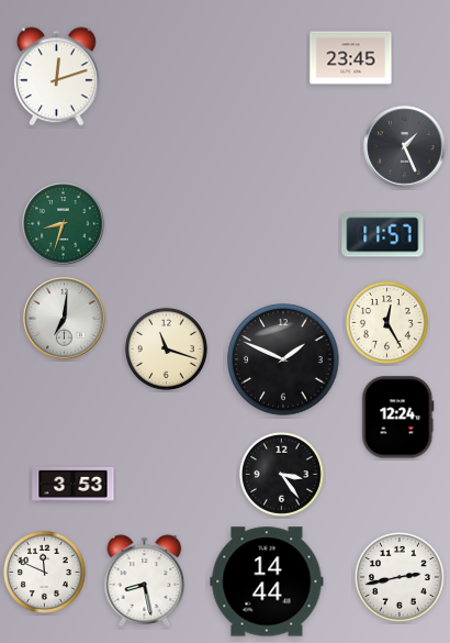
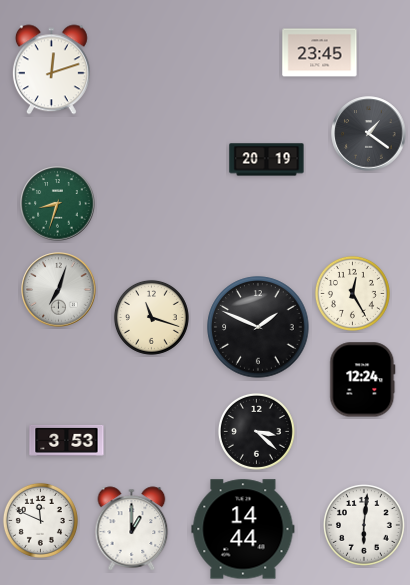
clock at (405, 147): 1:26 -> 1:21
clock at (267, 160): none -> 20:19
clock at (383, 235): 11:57 -> none
clock at (65, 319): 7:01 -> 7:03
clock at (281, 474): 3:24 -> 3:22
clock at (400, 577): 2:43 -> 6:01
clock at (145, 581): 8:28 -> 1:00
